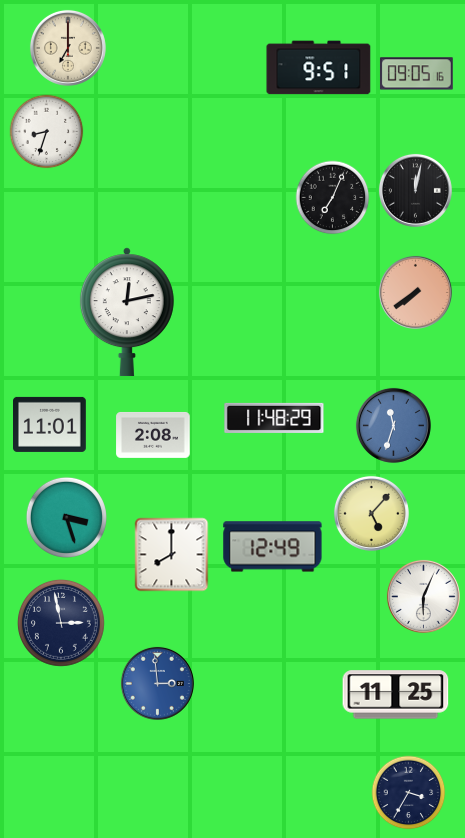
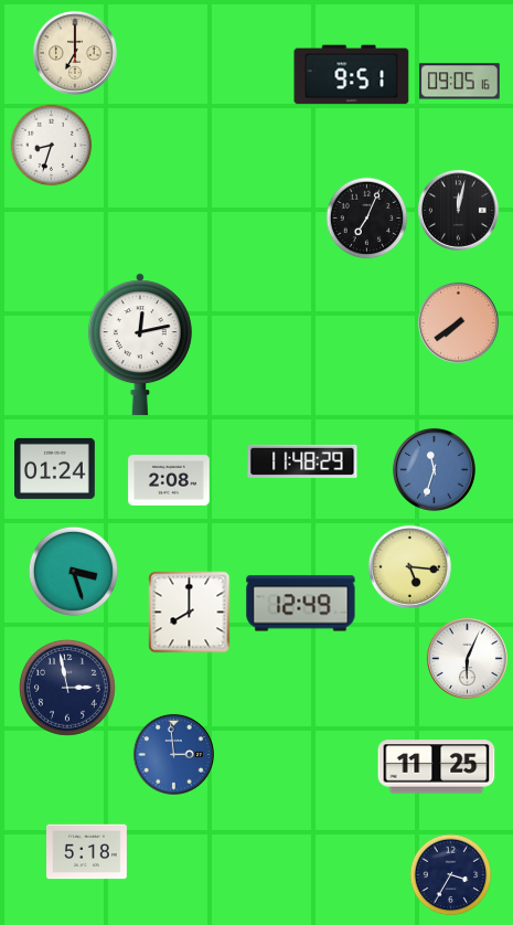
clock at (50, 424): 11:01 -> 01:24
clock at (371, 513): 5:07 -> 5:16
clock at (87, 852): none -> 5:18
